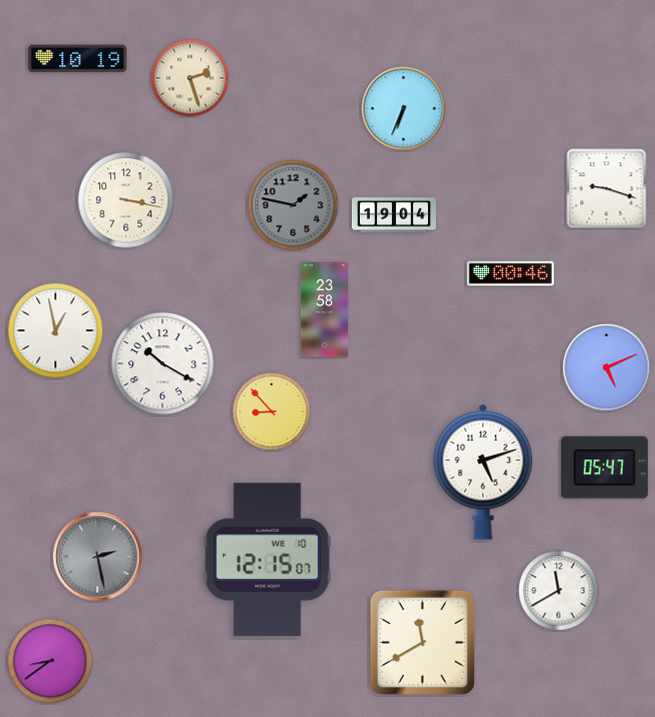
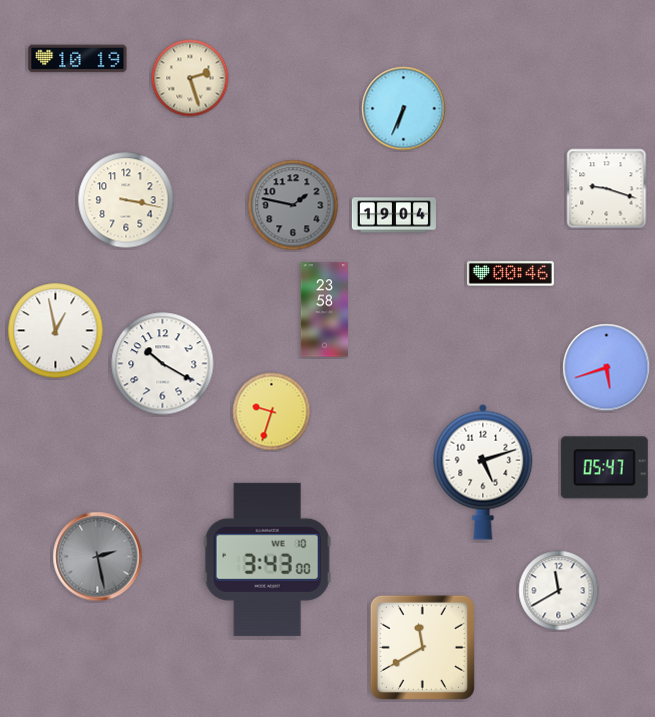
clock at (607, 368): 5:11 -> 5:42
clock at (272, 412): 8:53 -> 9:33
clock at (267, 559): 12:15 -> 3:43
clock at (422, 642) position: (422, 642) -> (422, 647)
clock at (50, 661): 8:39 -> none
